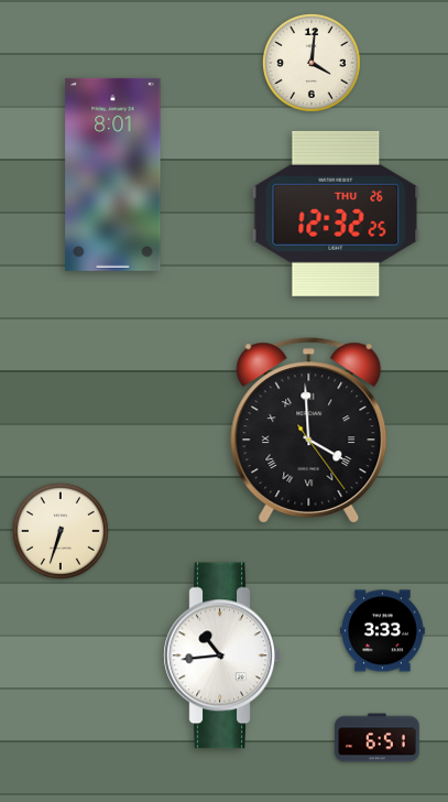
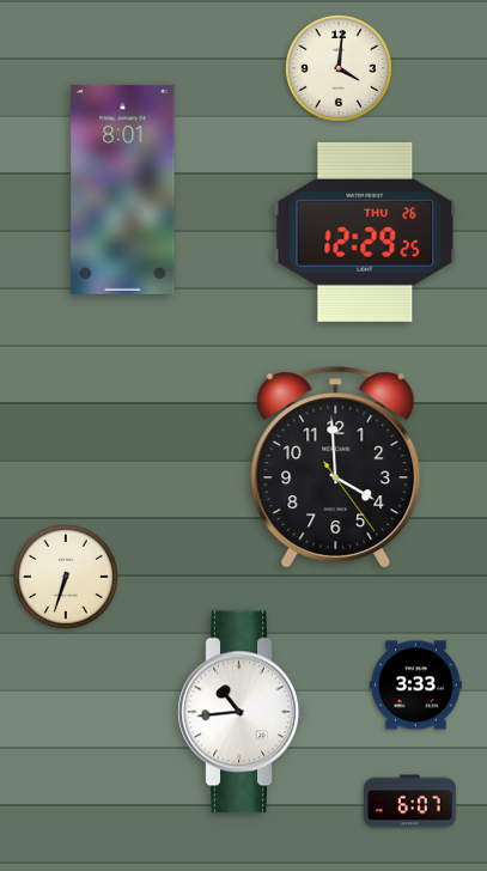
clock at (336, 214): 12:32 -> 12:29
clock at (309, 430) numerals: Roman -> Arabic
clock at (378, 738): 6:51 -> 6:07
